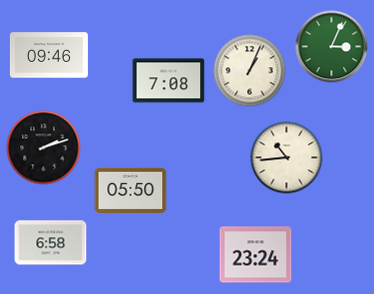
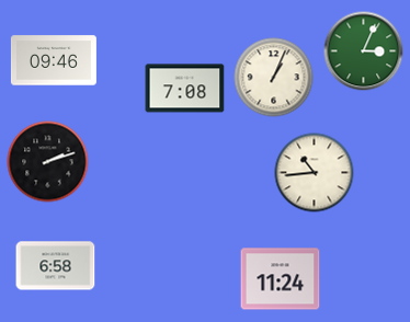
clock at (131, 190): 05:50 -> none
clock at (256, 255): 23:24 -> 11:24
